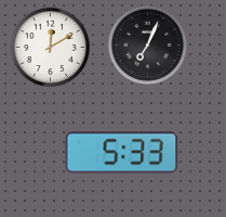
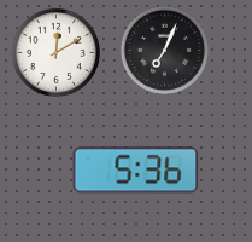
clock at (122, 153): 5:33 -> 5:36
